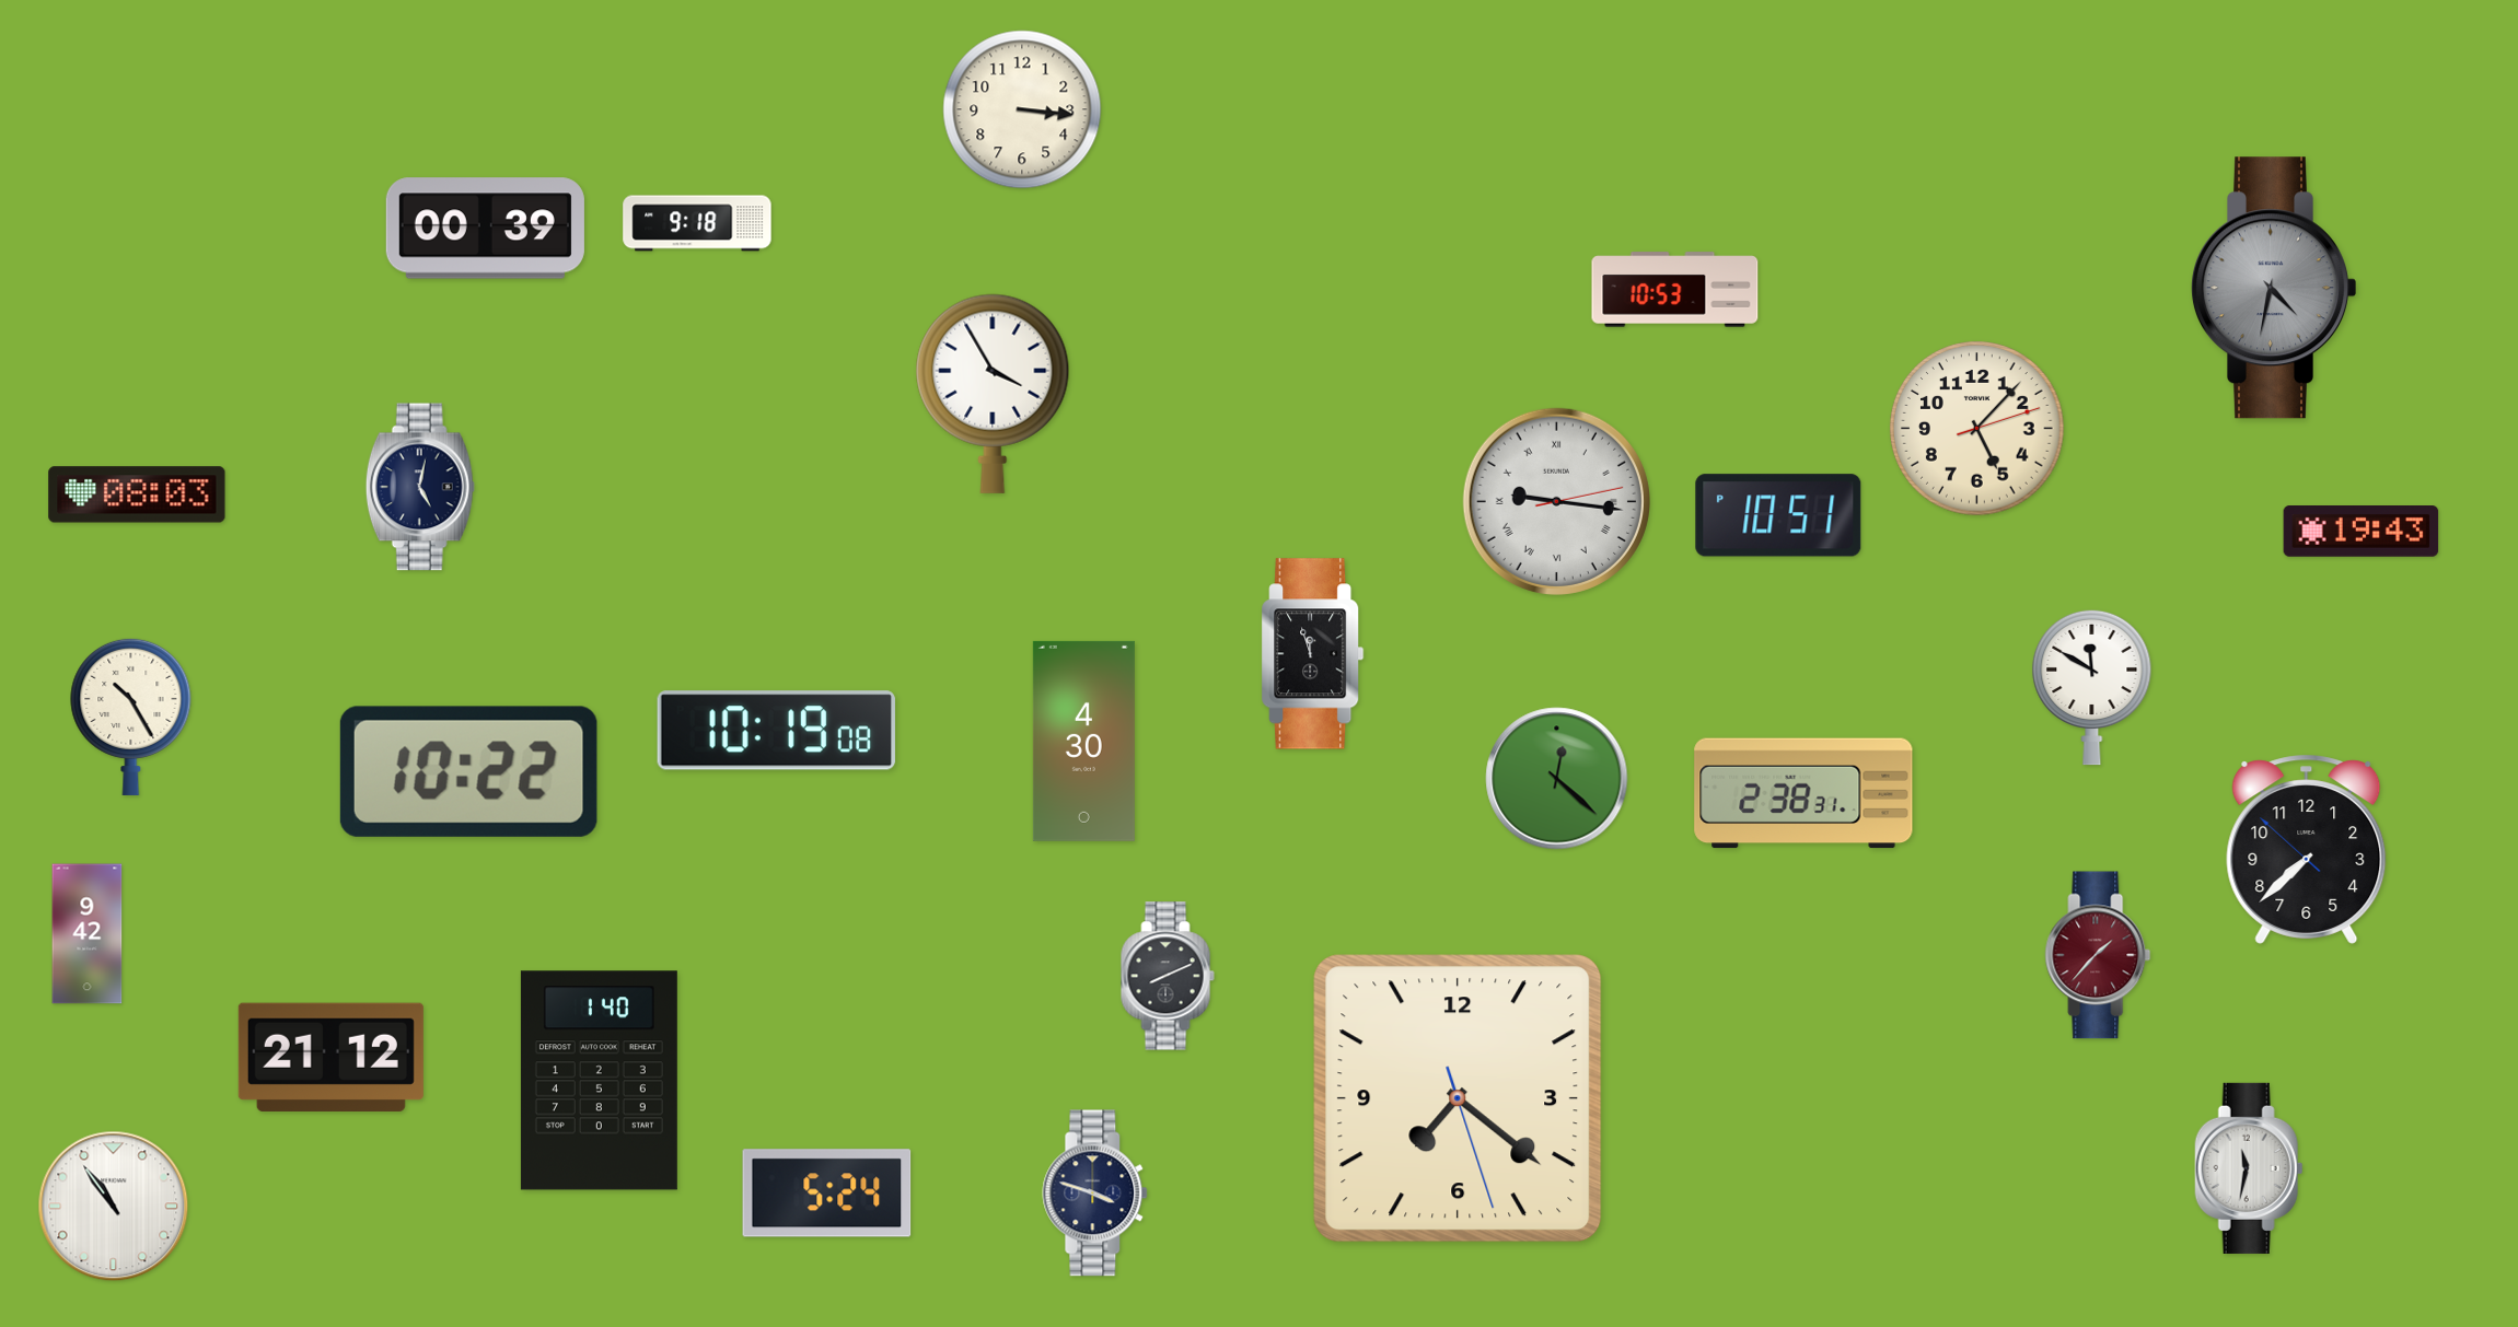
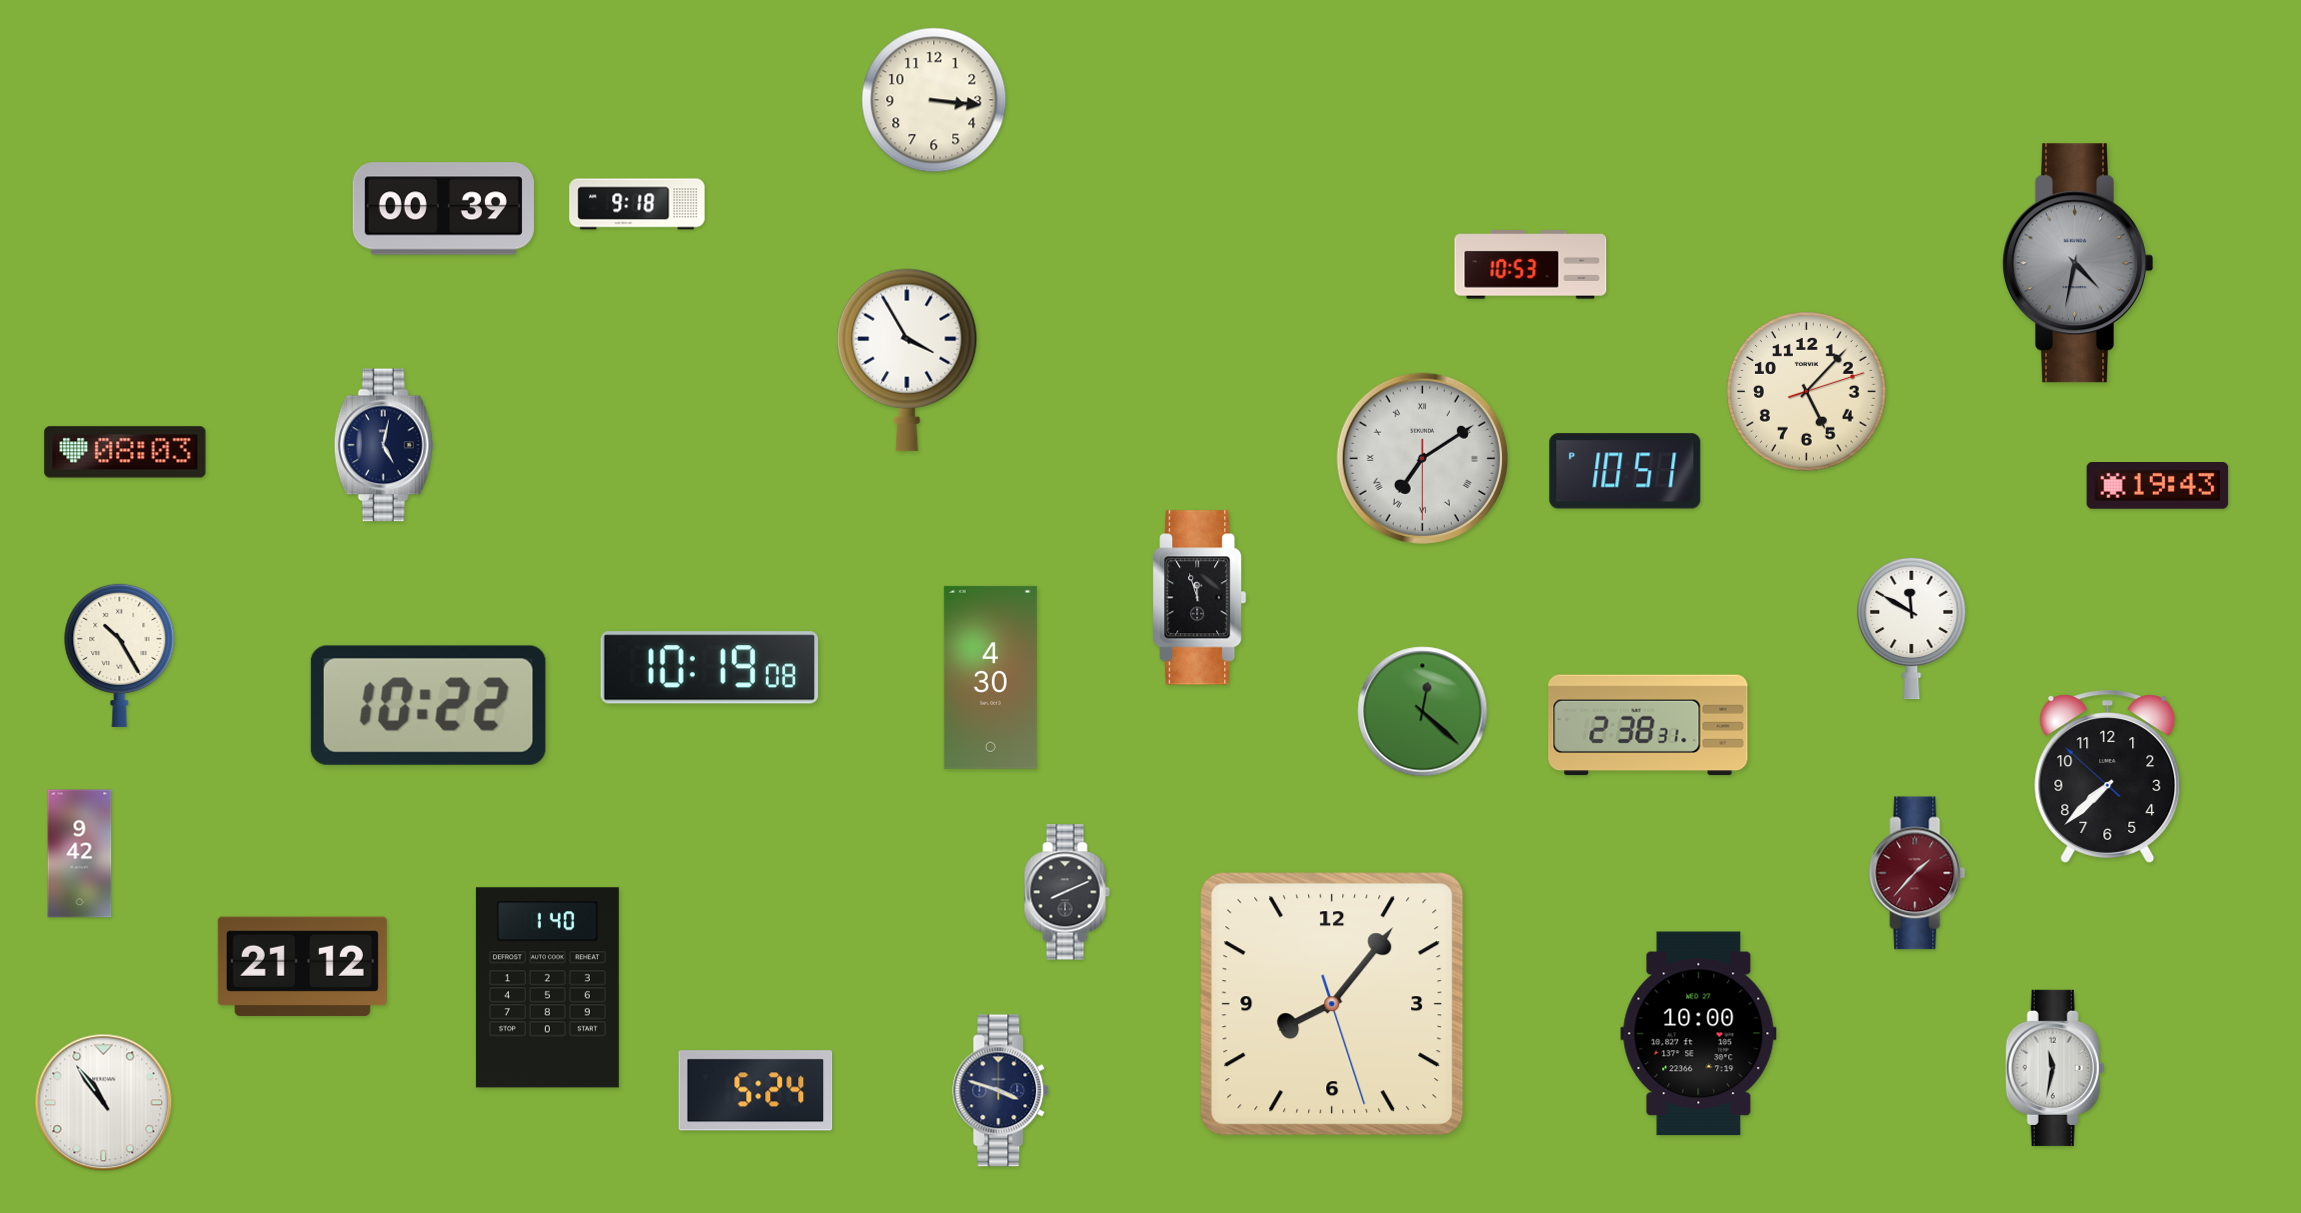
clock at (1556, 501): 9:16 -> 7:09
clock at (1458, 1098): 7:21 -> 8:06
clock at (1699, 1034): none -> 10:00
